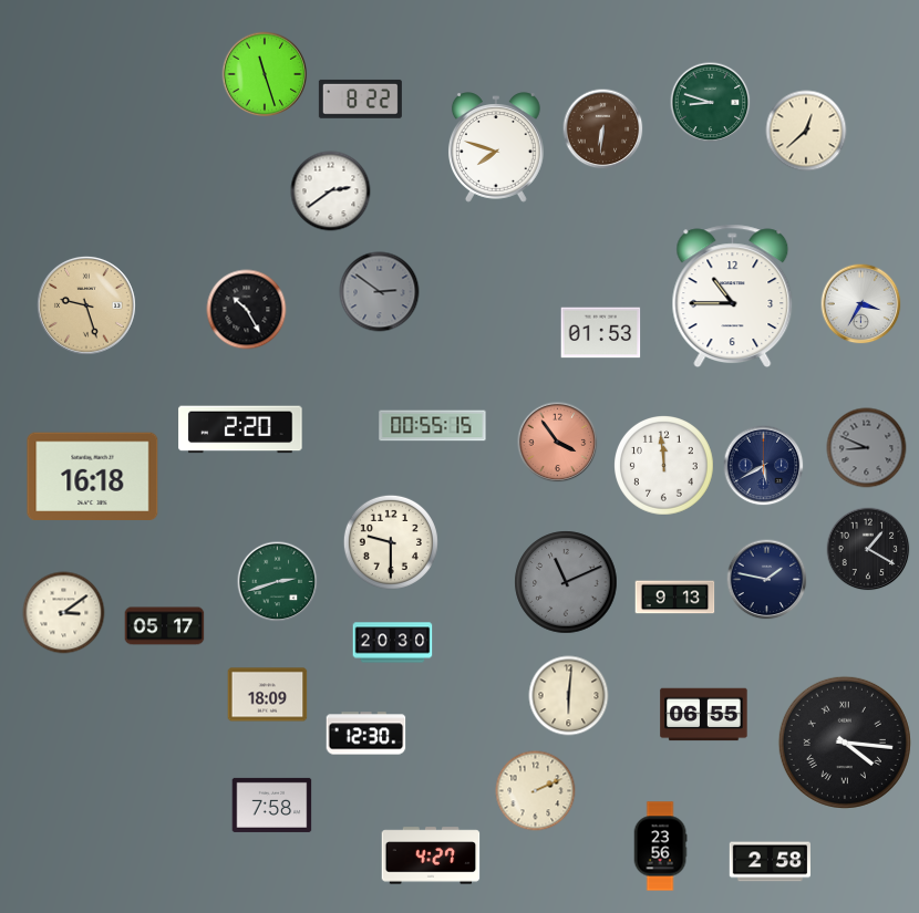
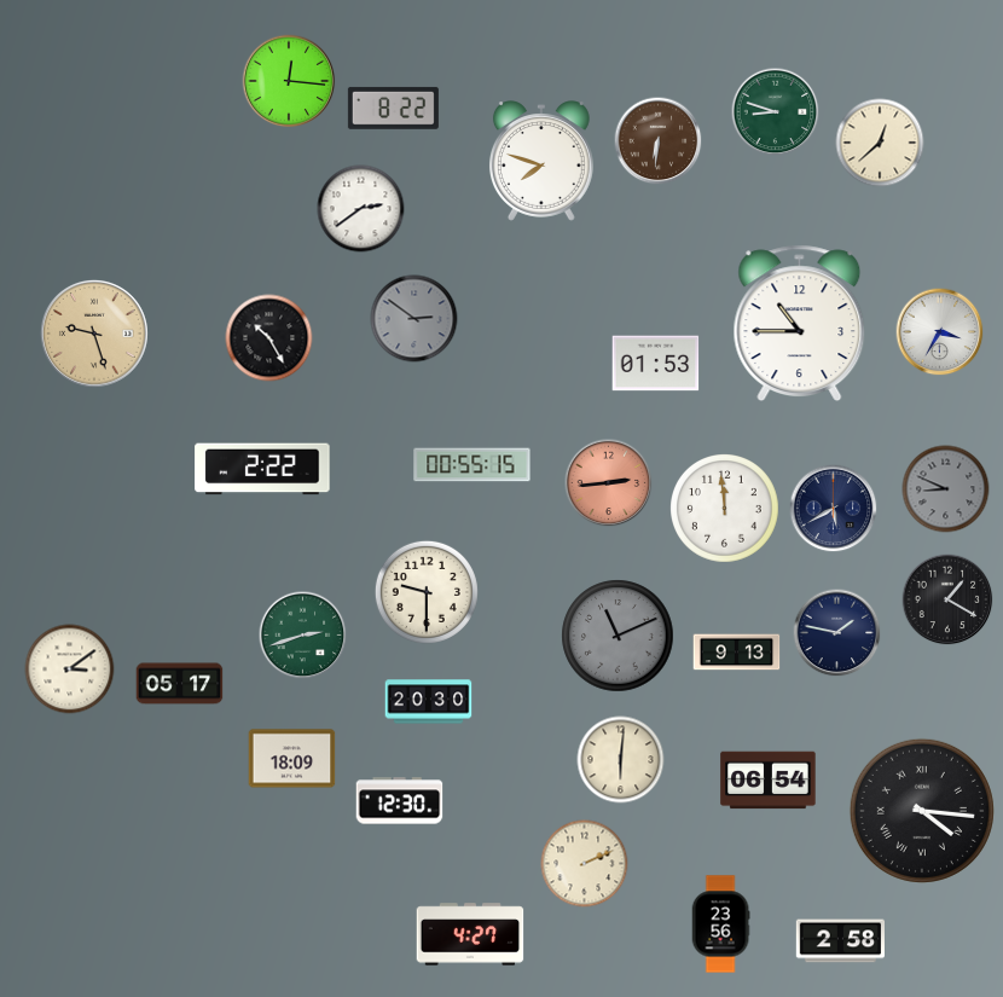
clock at (265, 74): 11:27 -> 12:16
clock at (240, 429): 2:20 -> 2:22
clock at (558, 443): 3:54 -> 2:44
clock at (93, 477): 16:18 -> none
clock at (704, 715): 06:55 -> 06:54
clock at (272, 805): 7:58 -> none
